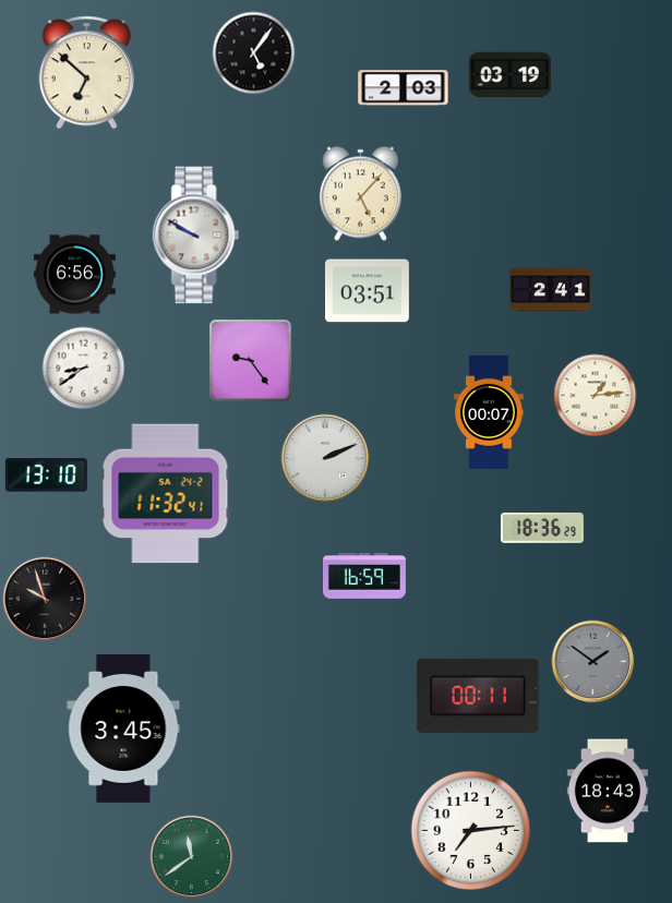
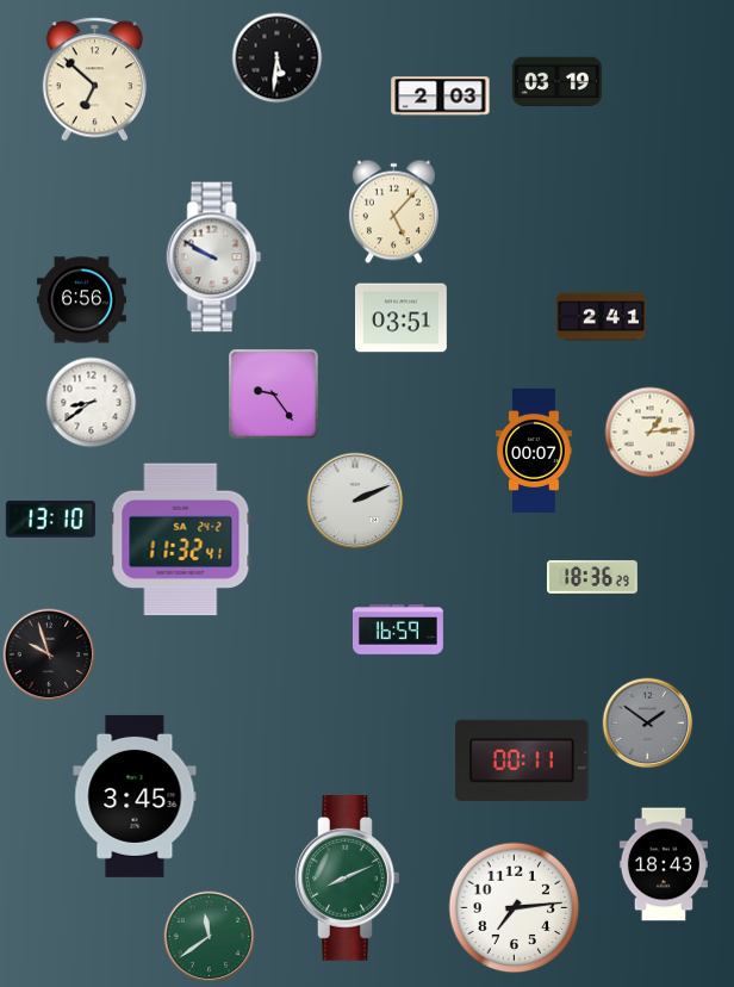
clock at (254, 53): 5:06 -> 5:31
clock at (348, 879): none -> 8:11
